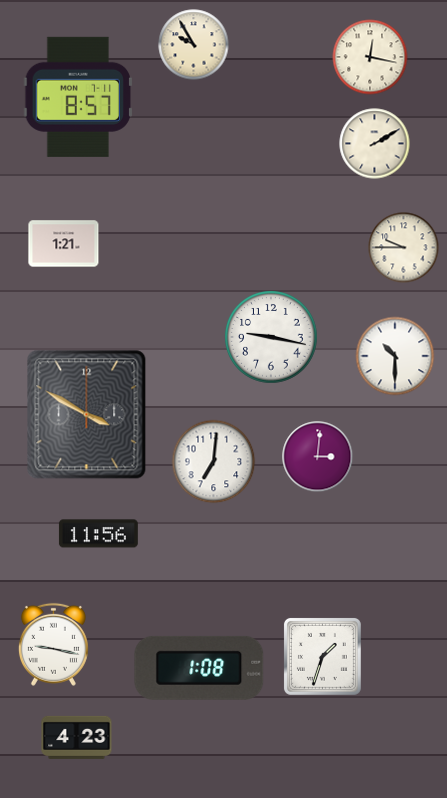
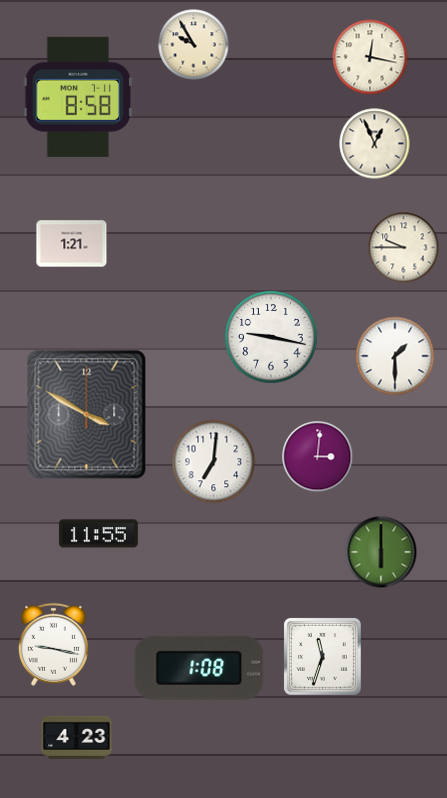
clock at (77, 97): 8:57 -> 8:58
clock at (375, 144): 2:10 -> 12:56
clock at (64, 244) position: (64, 244) -> (72, 244)
clock at (395, 356): 10:30 -> 1:30
clock at (98, 534): 11:56 -> 11:55
clock at (381, 552): none -> 6:00
clock at (322, 656): 1:33 -> 11:33
